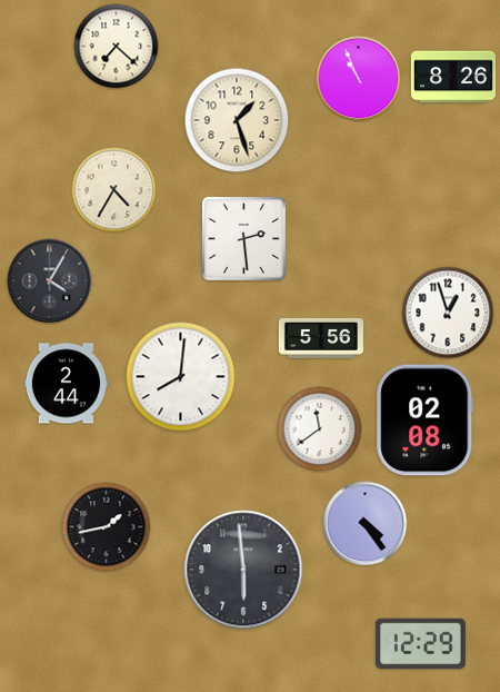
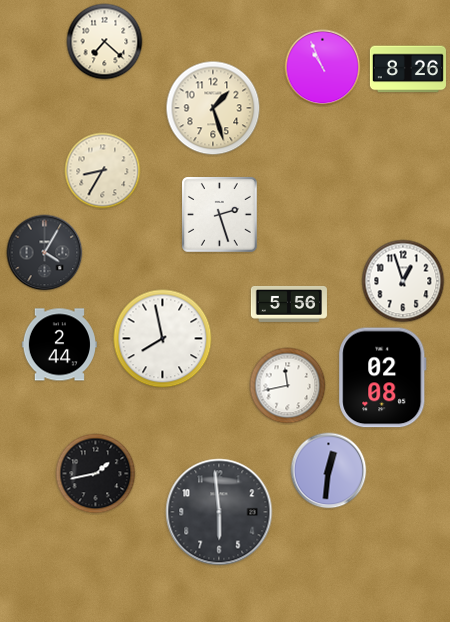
clock at (359, 79) position: (359, 79) -> (323, 68)
clock at (114, 190): 4:35 -> 8:35
clock at (244, 239): 2:29 -> 2:27
clock at (181, 377): 8:01 -> 7:58
clock at (320, 429): 11:39 -> 11:43
clock at (366, 524): 4:24 -> 12:31
clock at (421, 644): 12:29 -> none
